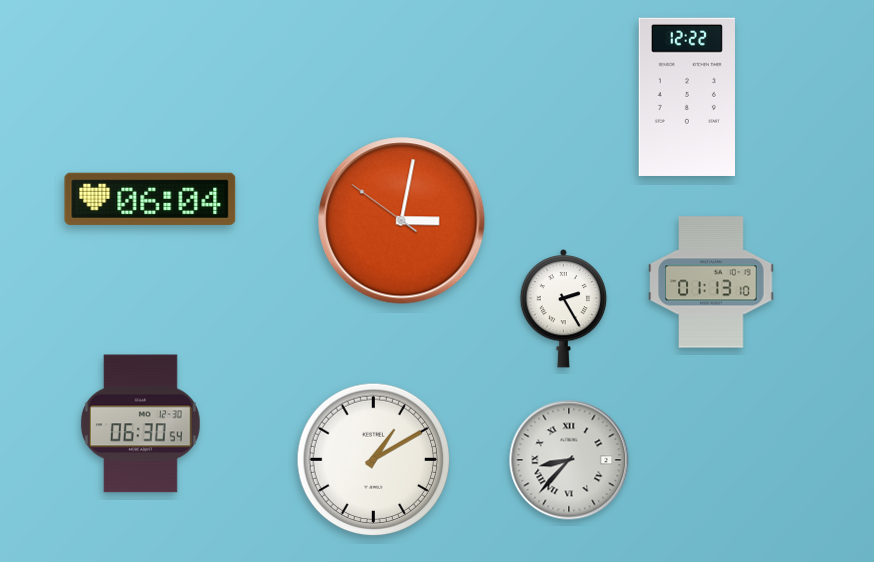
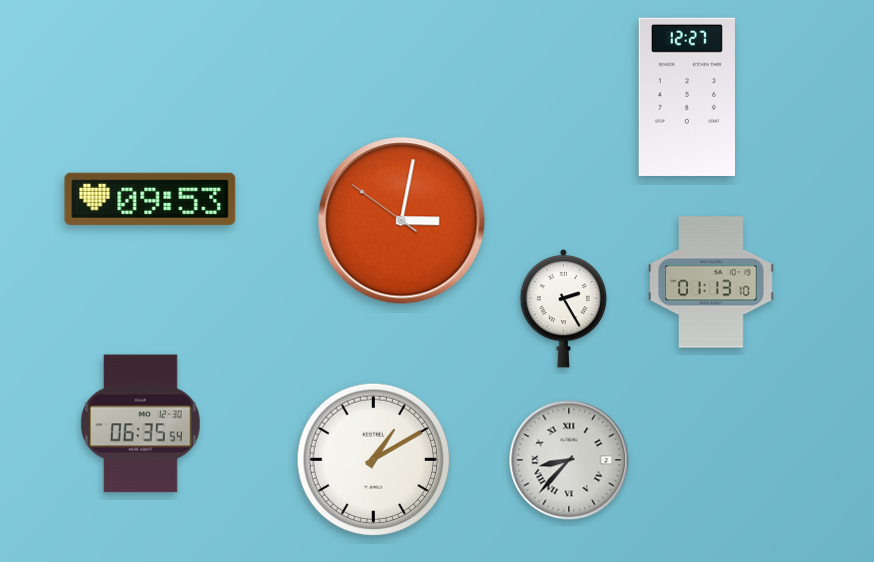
clock at (687, 97): 12:22 -> 12:27
clock at (150, 199): 06:04 -> 09:53
clock at (140, 424): 06:30 -> 06:35
